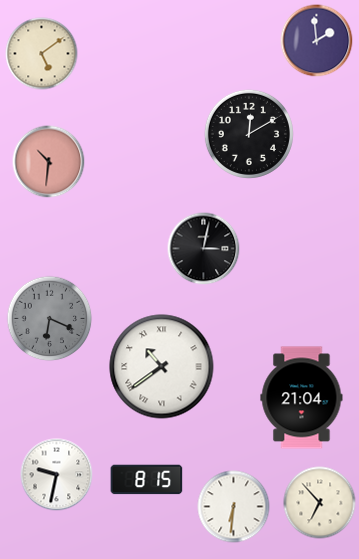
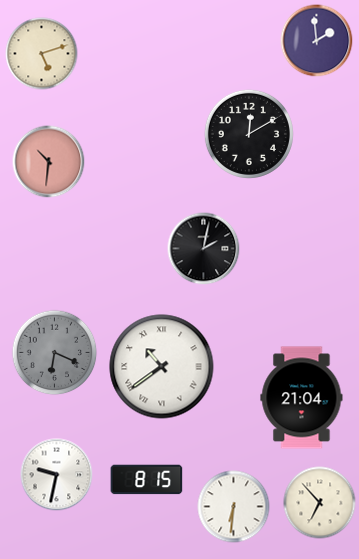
clock at (42, 54): 5:09 -> 5:12
clock at (204, 249): 3:02 -> 2:02
clock at (50, 319) position: (50, 319) -> (55, 353)
